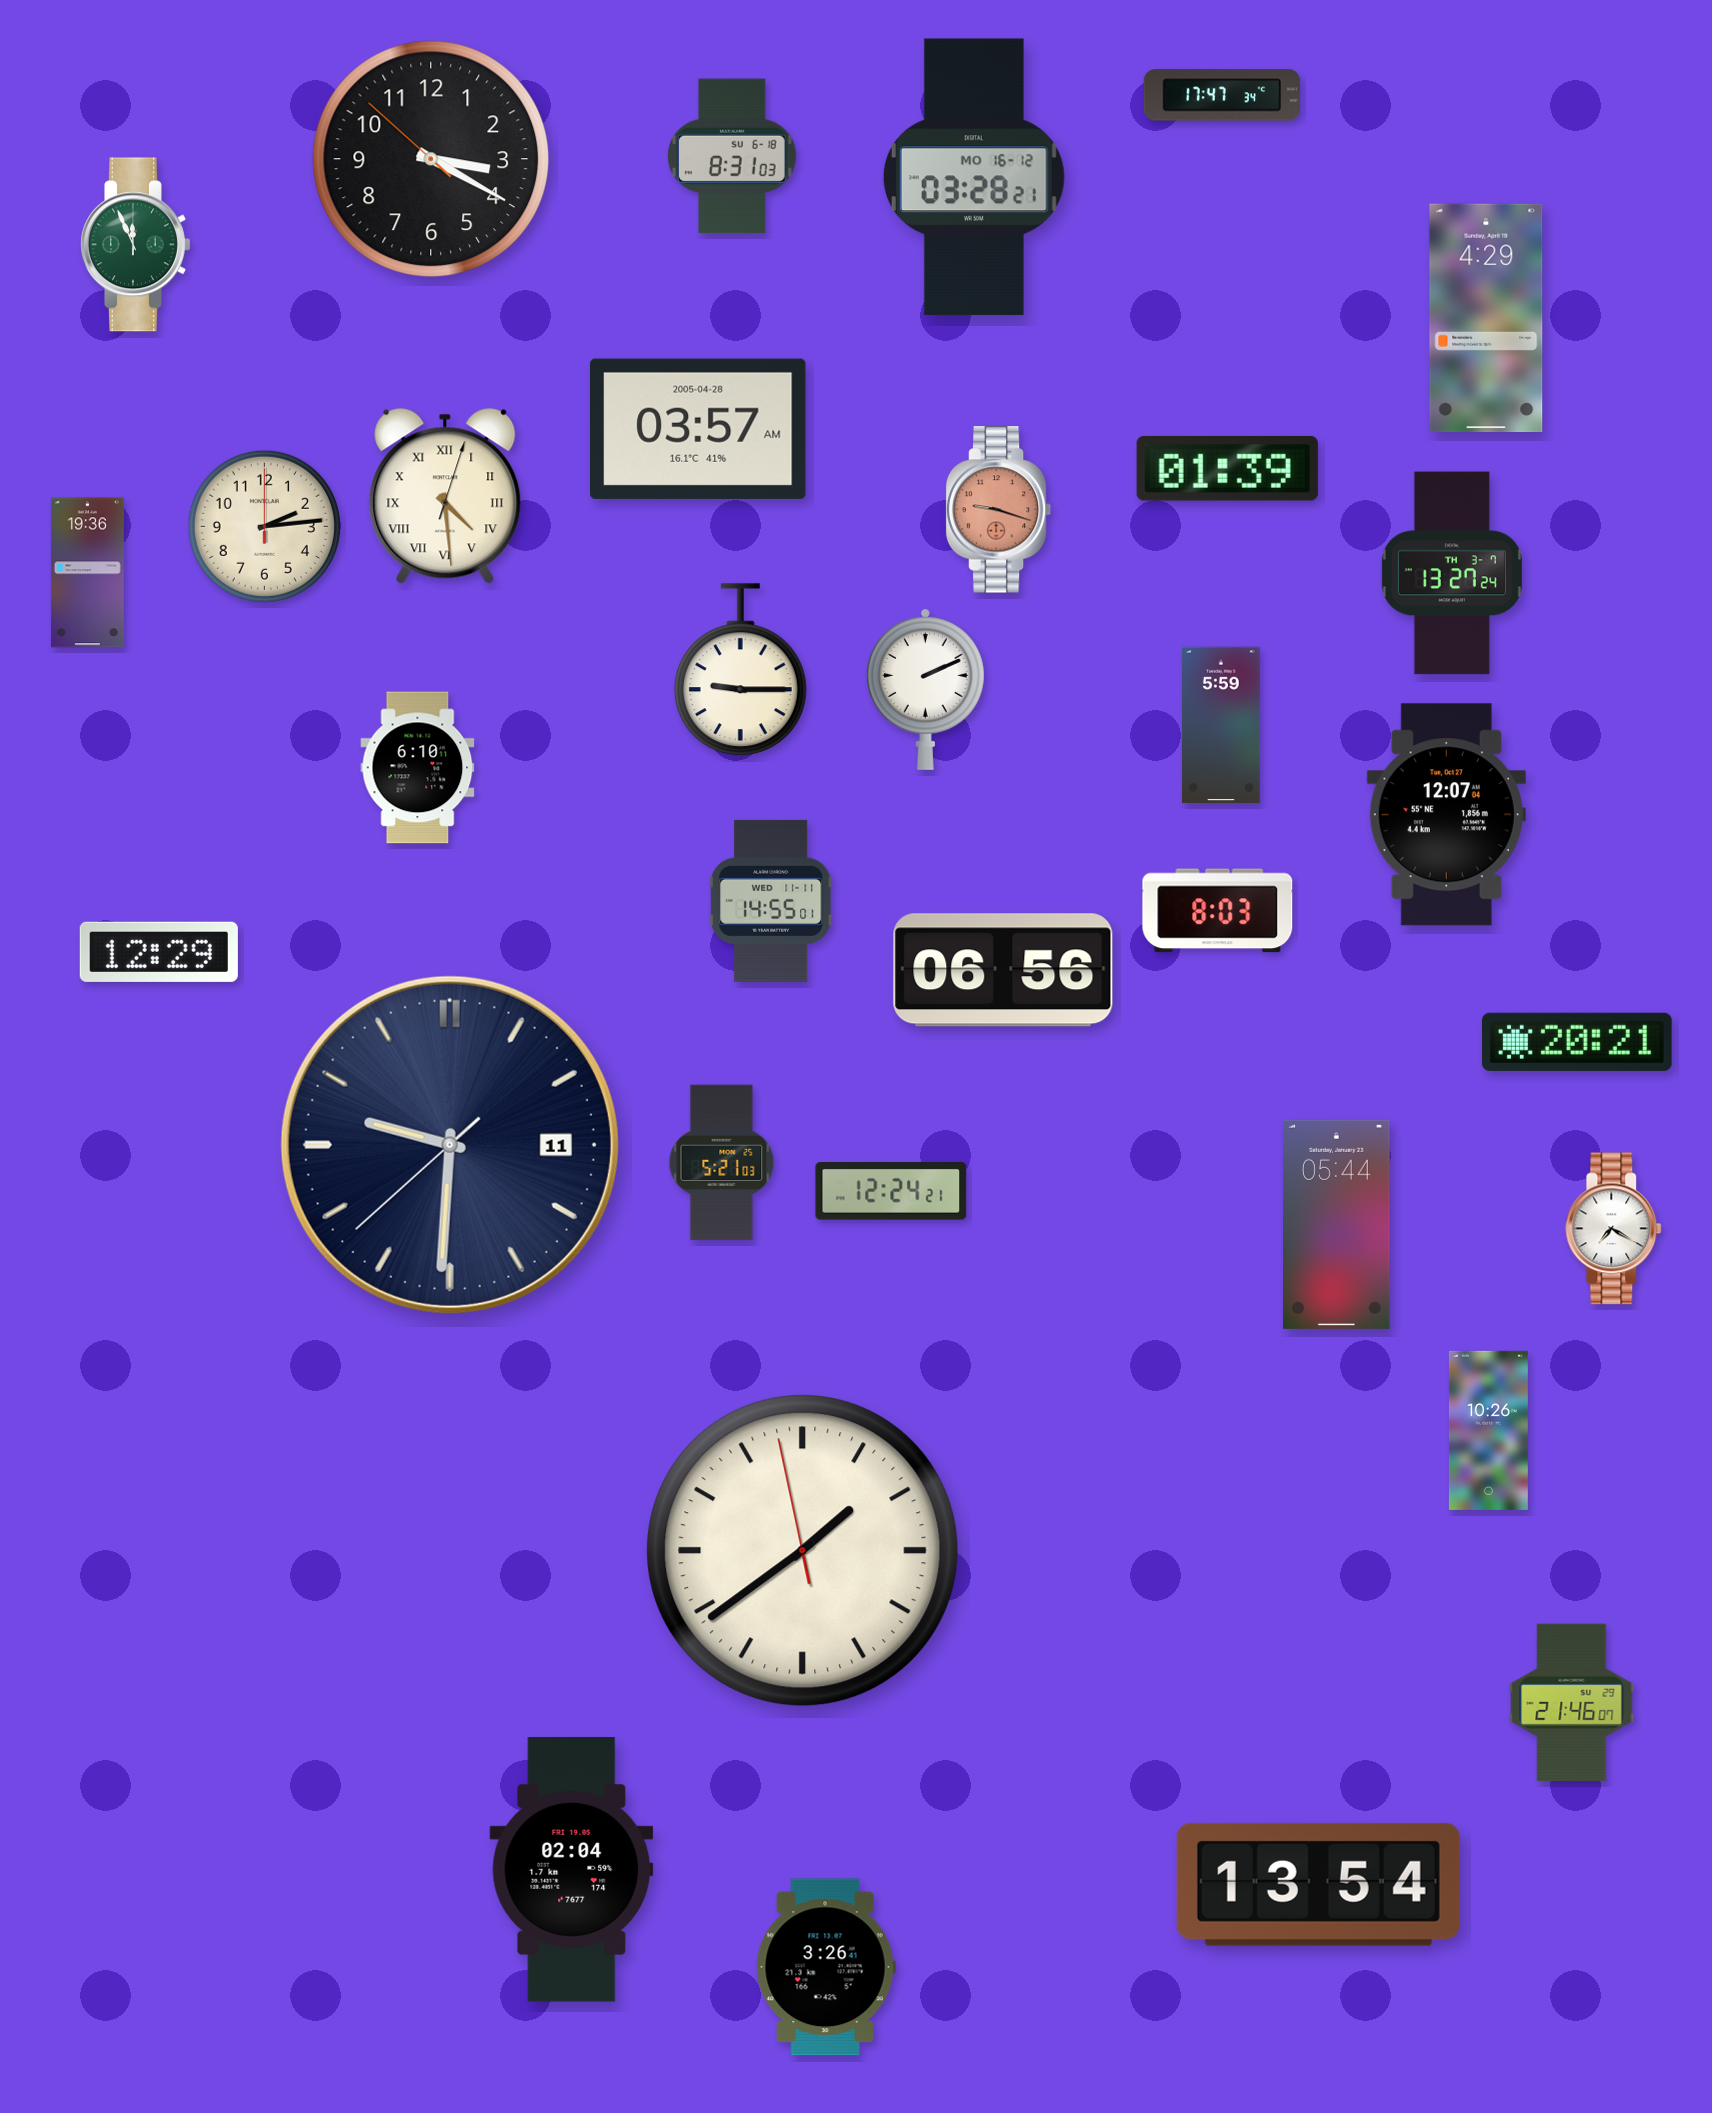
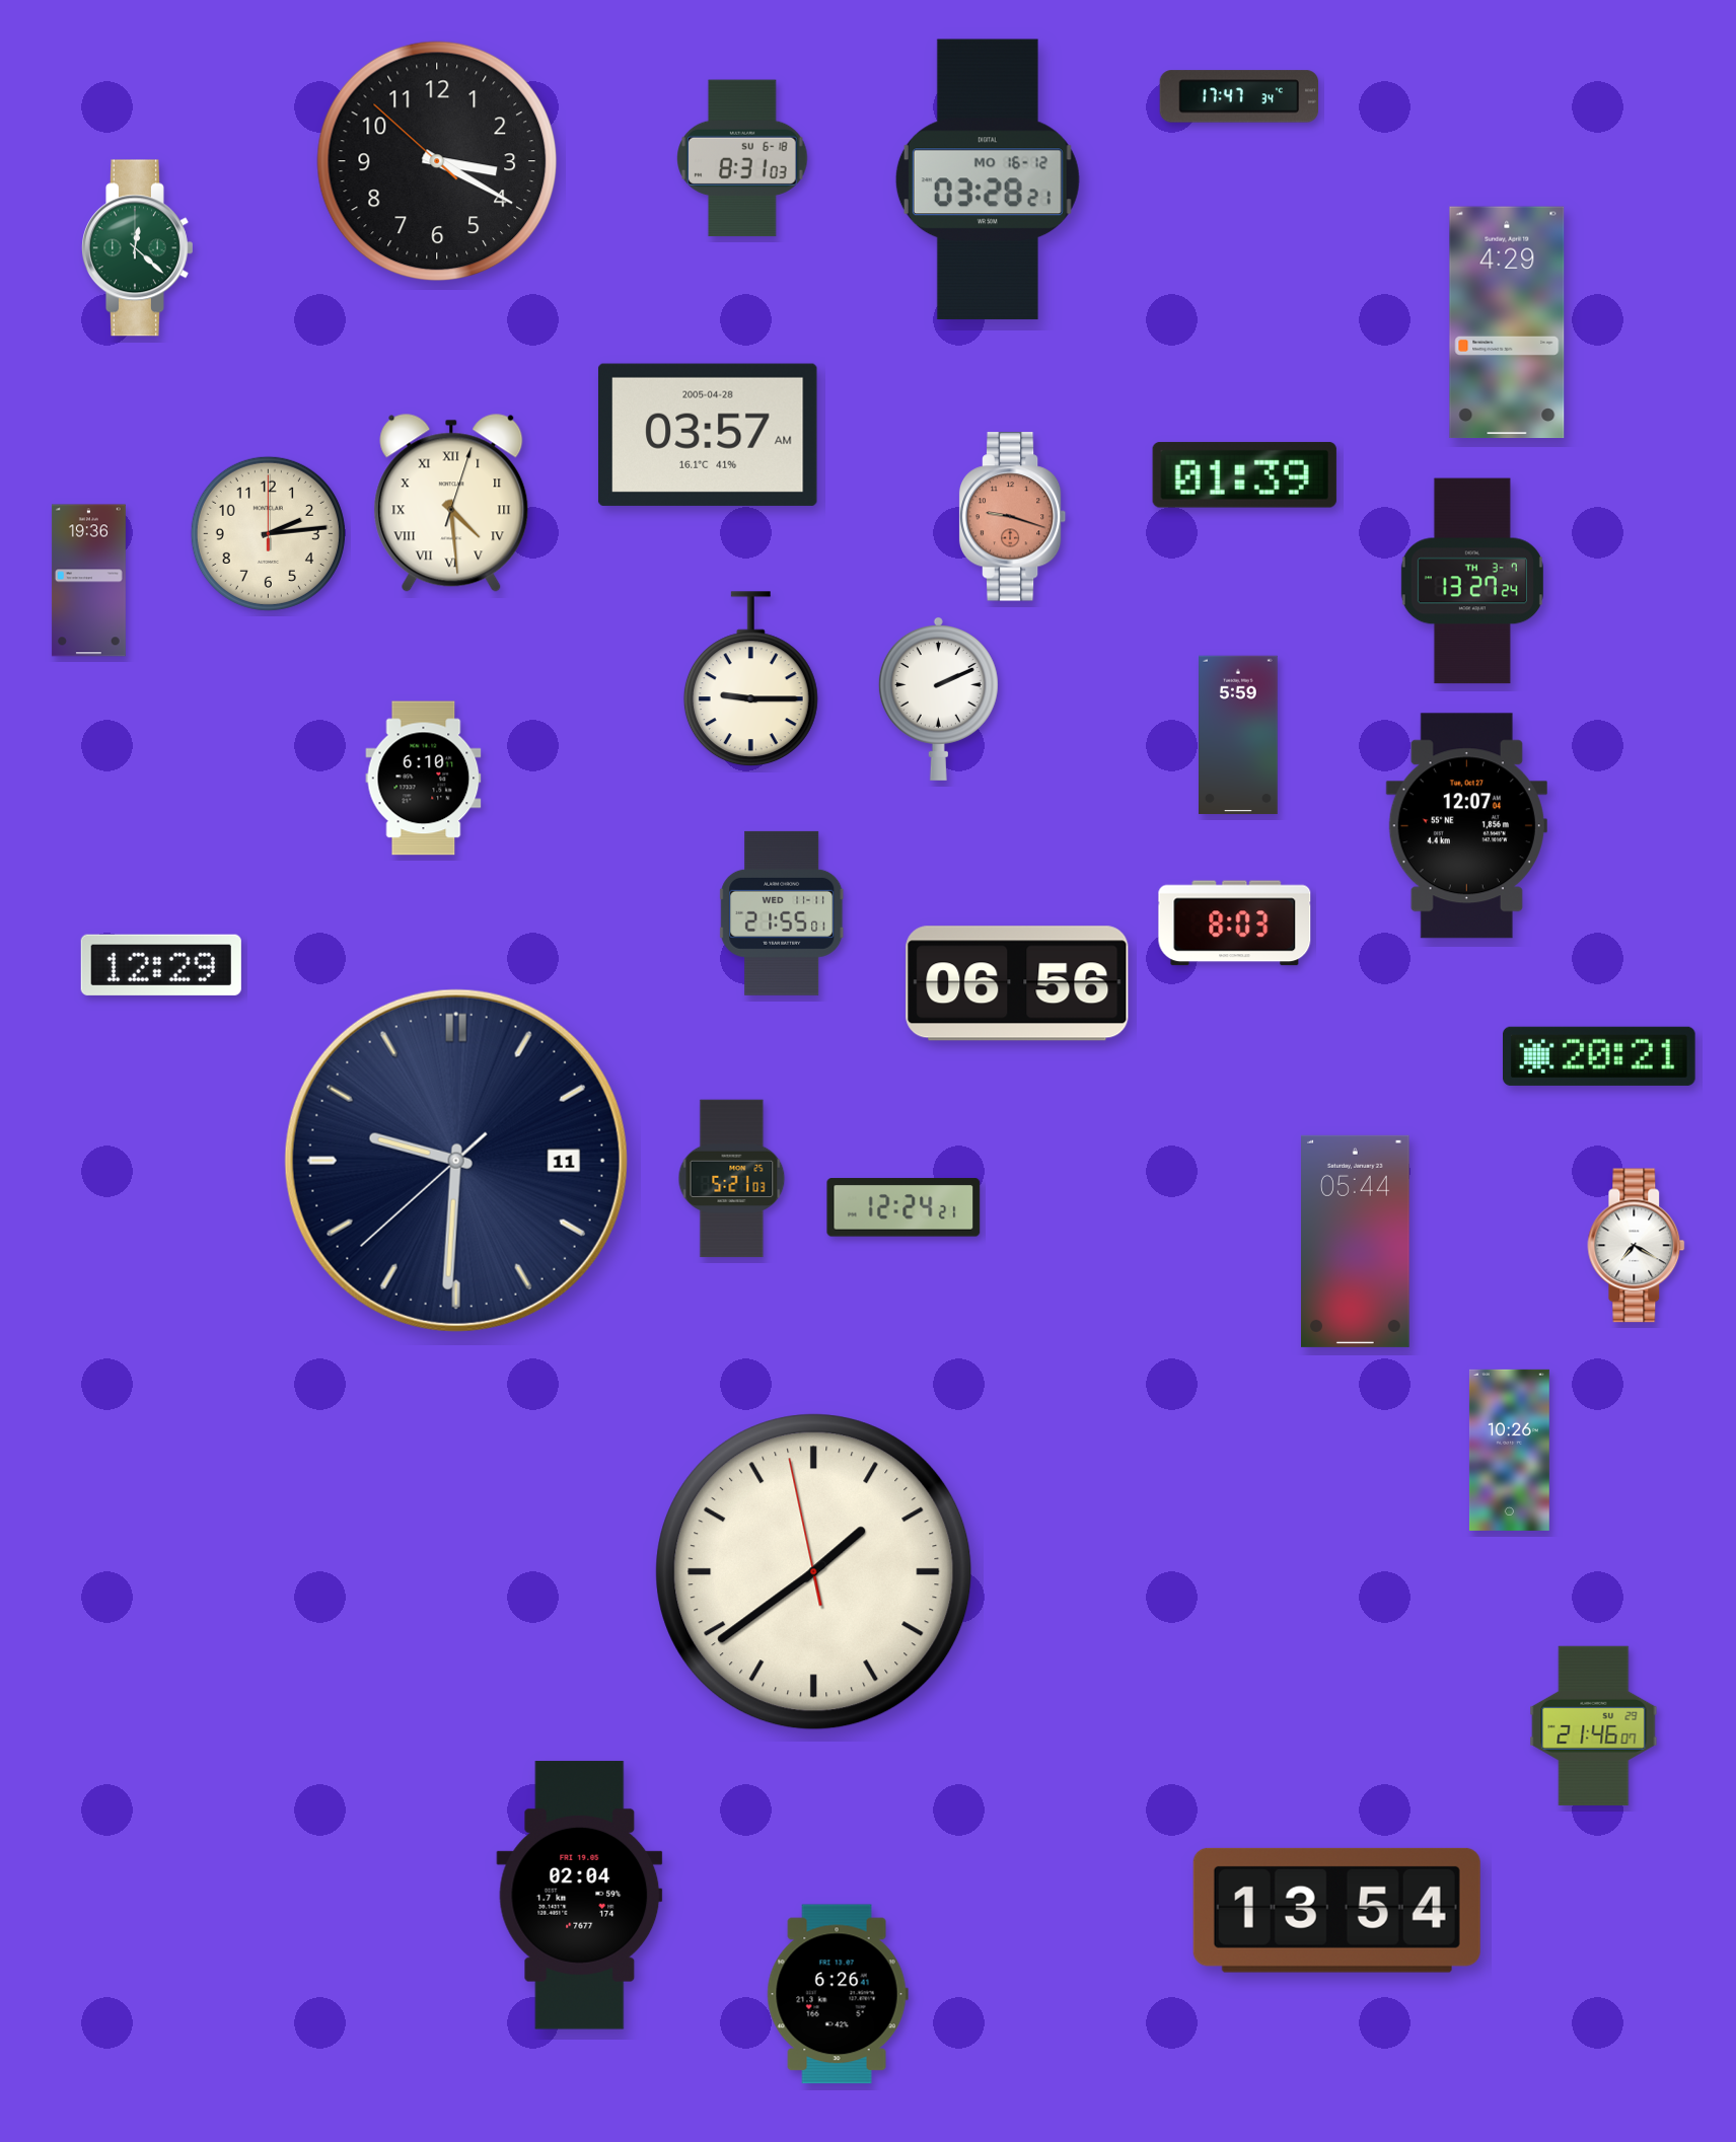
clock at (136, 245): 11:56 -> 12:22
clock at (772, 901): 14:55 -> 21:55
clock at (826, 1967): 3:26 -> 6:26
